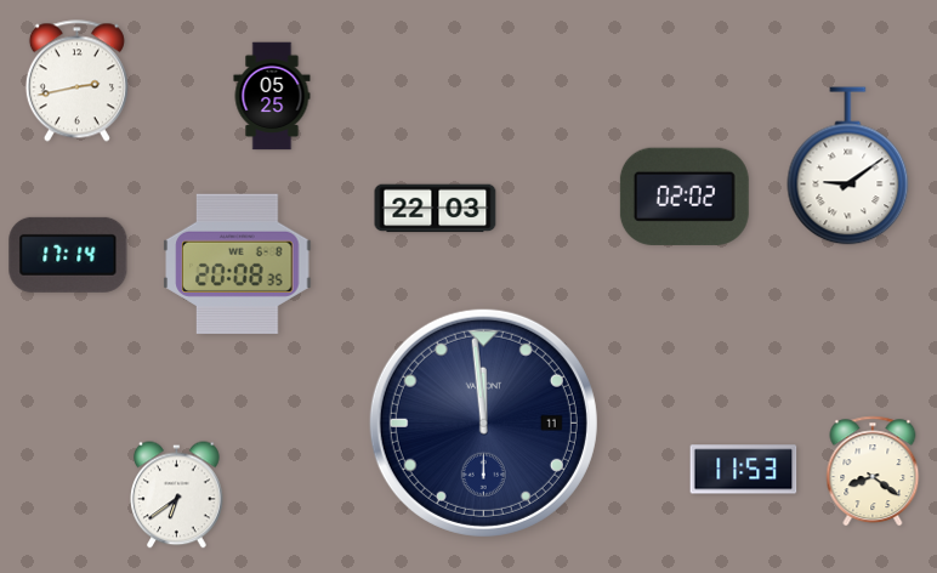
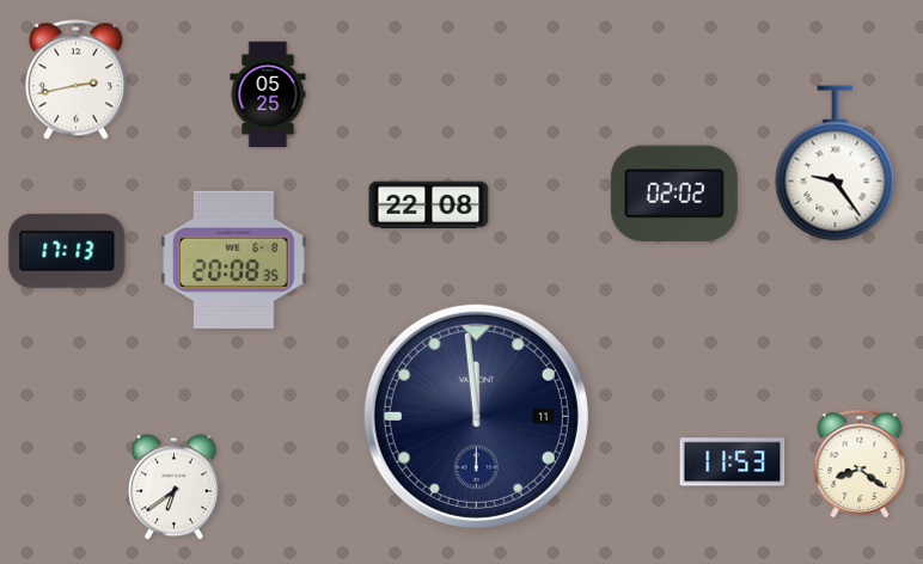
clock at (848, 166): 9:09 -> 9:24
clock at (436, 209): 22:03 -> 22:08
clock at (68, 255): 17:14 -> 17:13
